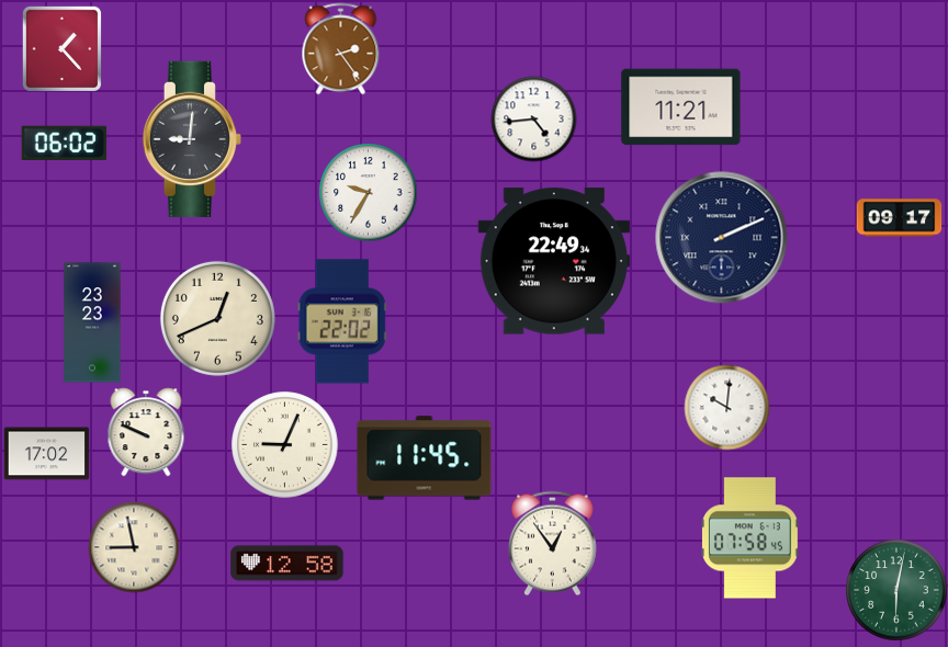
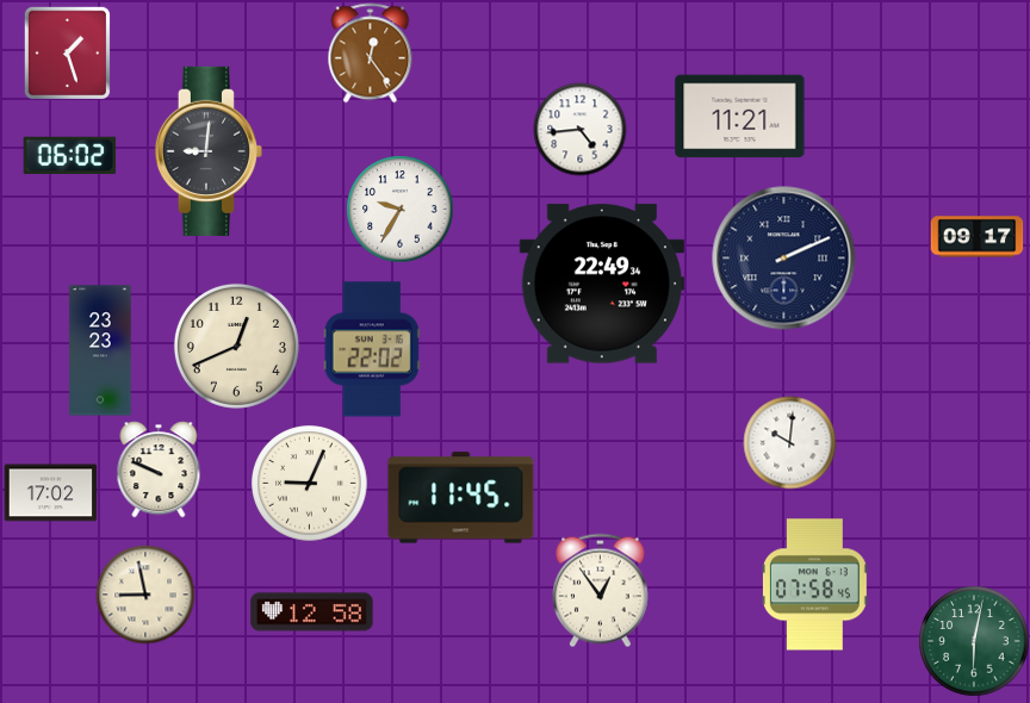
clock at (61, 48): 1:23 -> 1:27
clock at (341, 48): 2:24 -> 12:24
